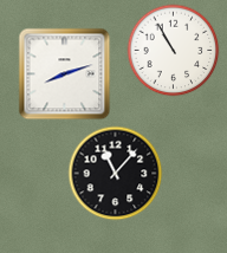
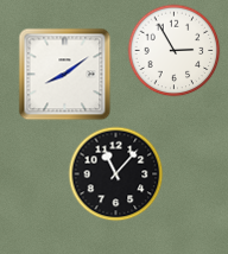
clock at (173, 50): 10:55 -> 2:55
clock at (64, 73): 8:12 -> 8:09
